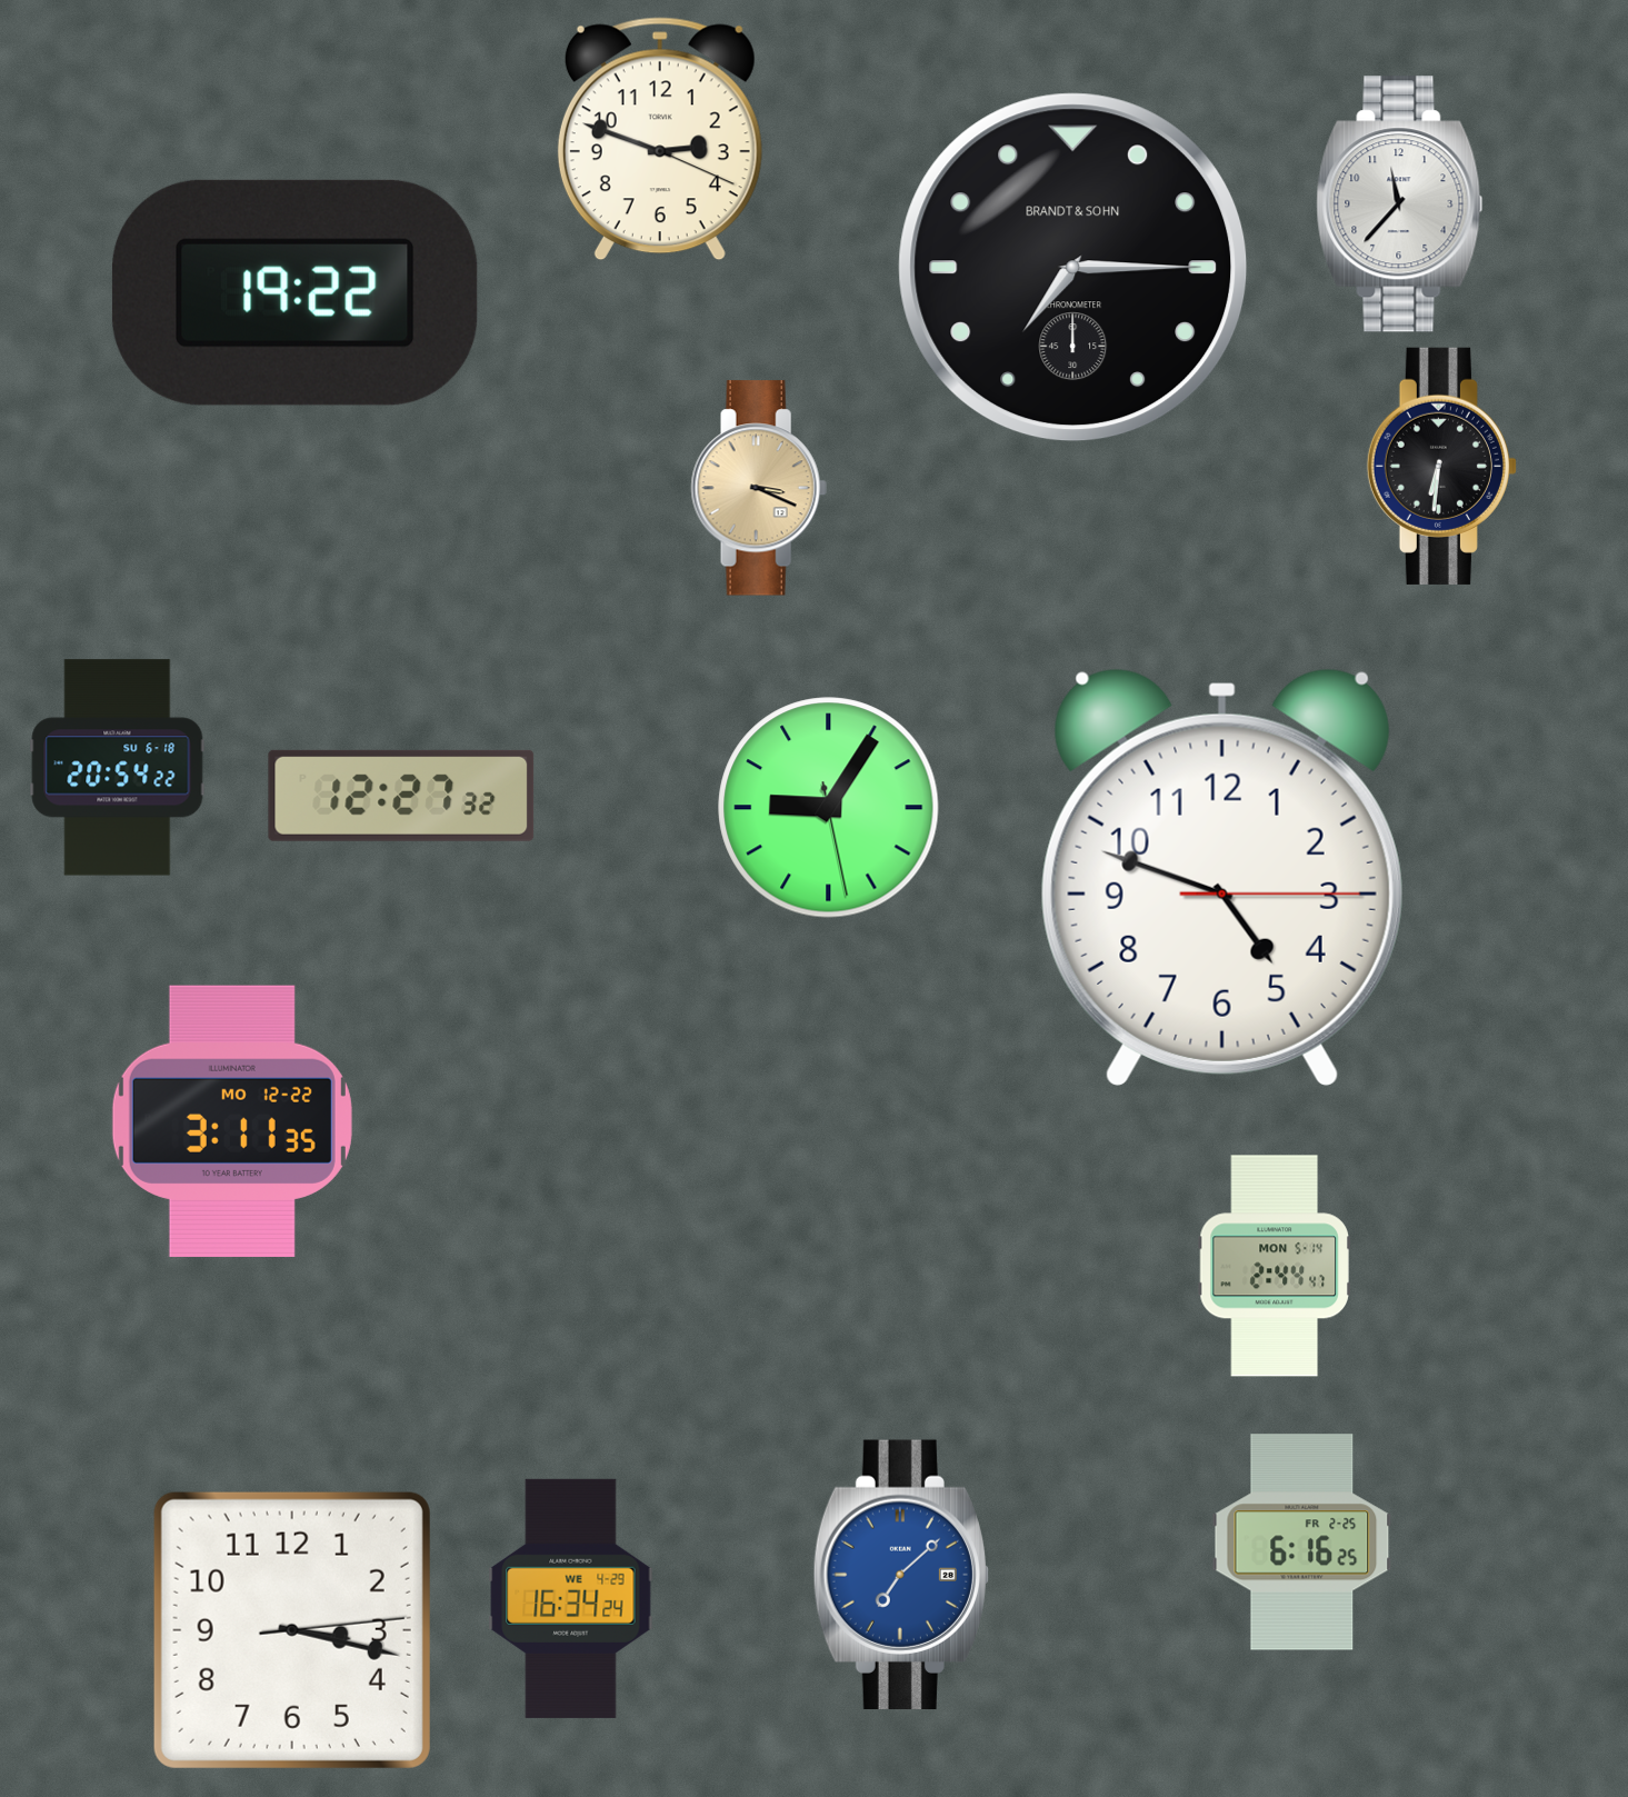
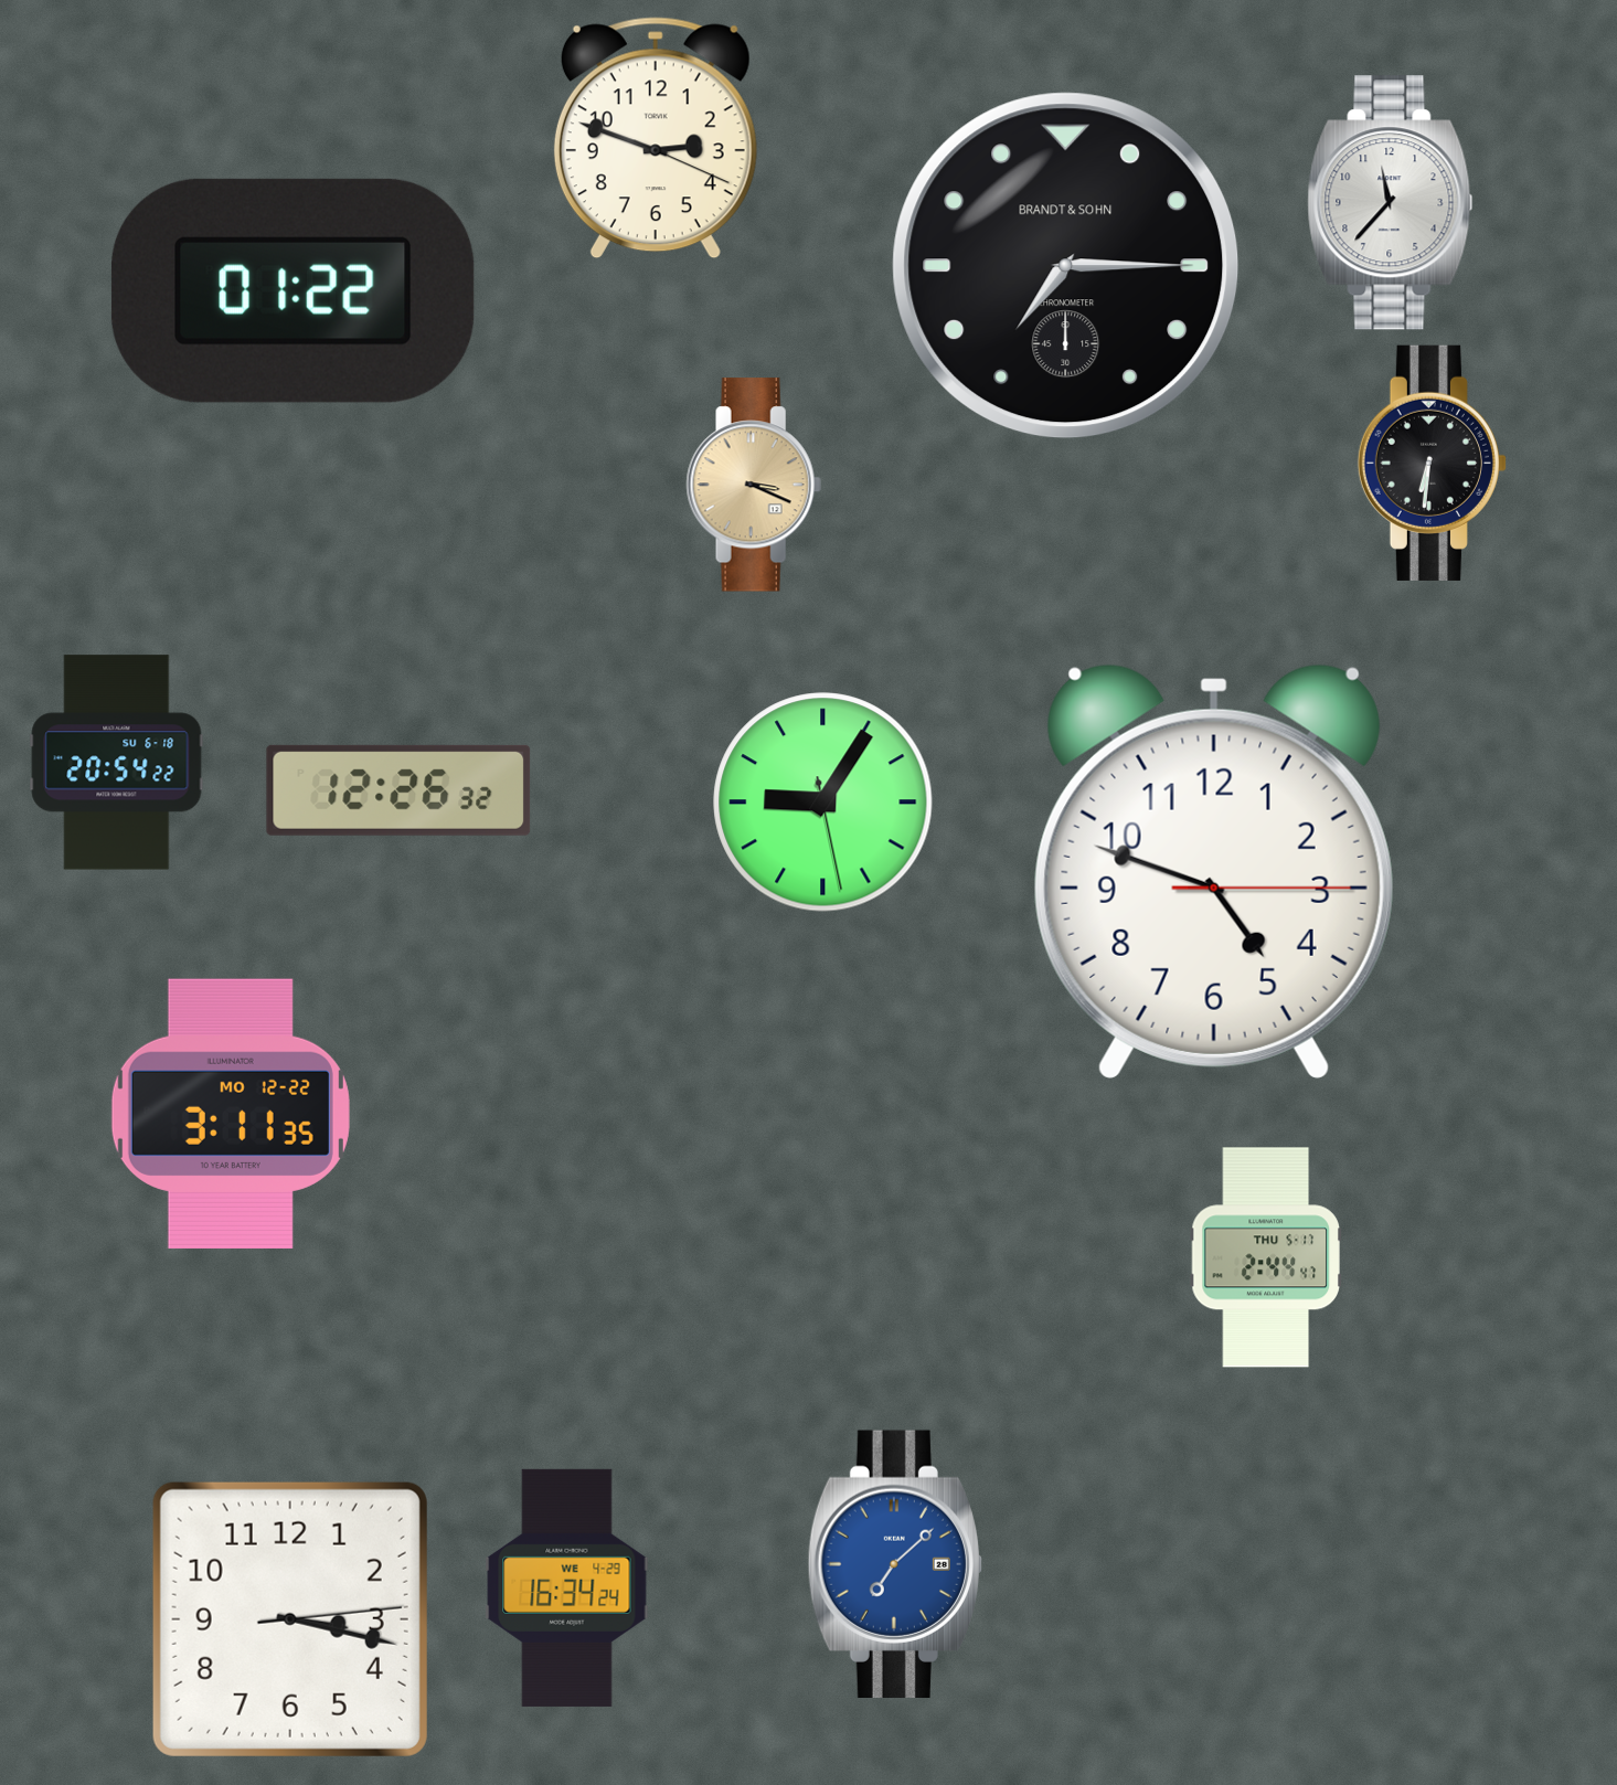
clock at (294, 292): 19:22 -> 01:22
clock at (401, 796): 12:27 -> 12:26
clock at (1275, 1266) date: MON 5-14 -> THU 5-17
clock at (1302, 1543): 6:16 -> none
